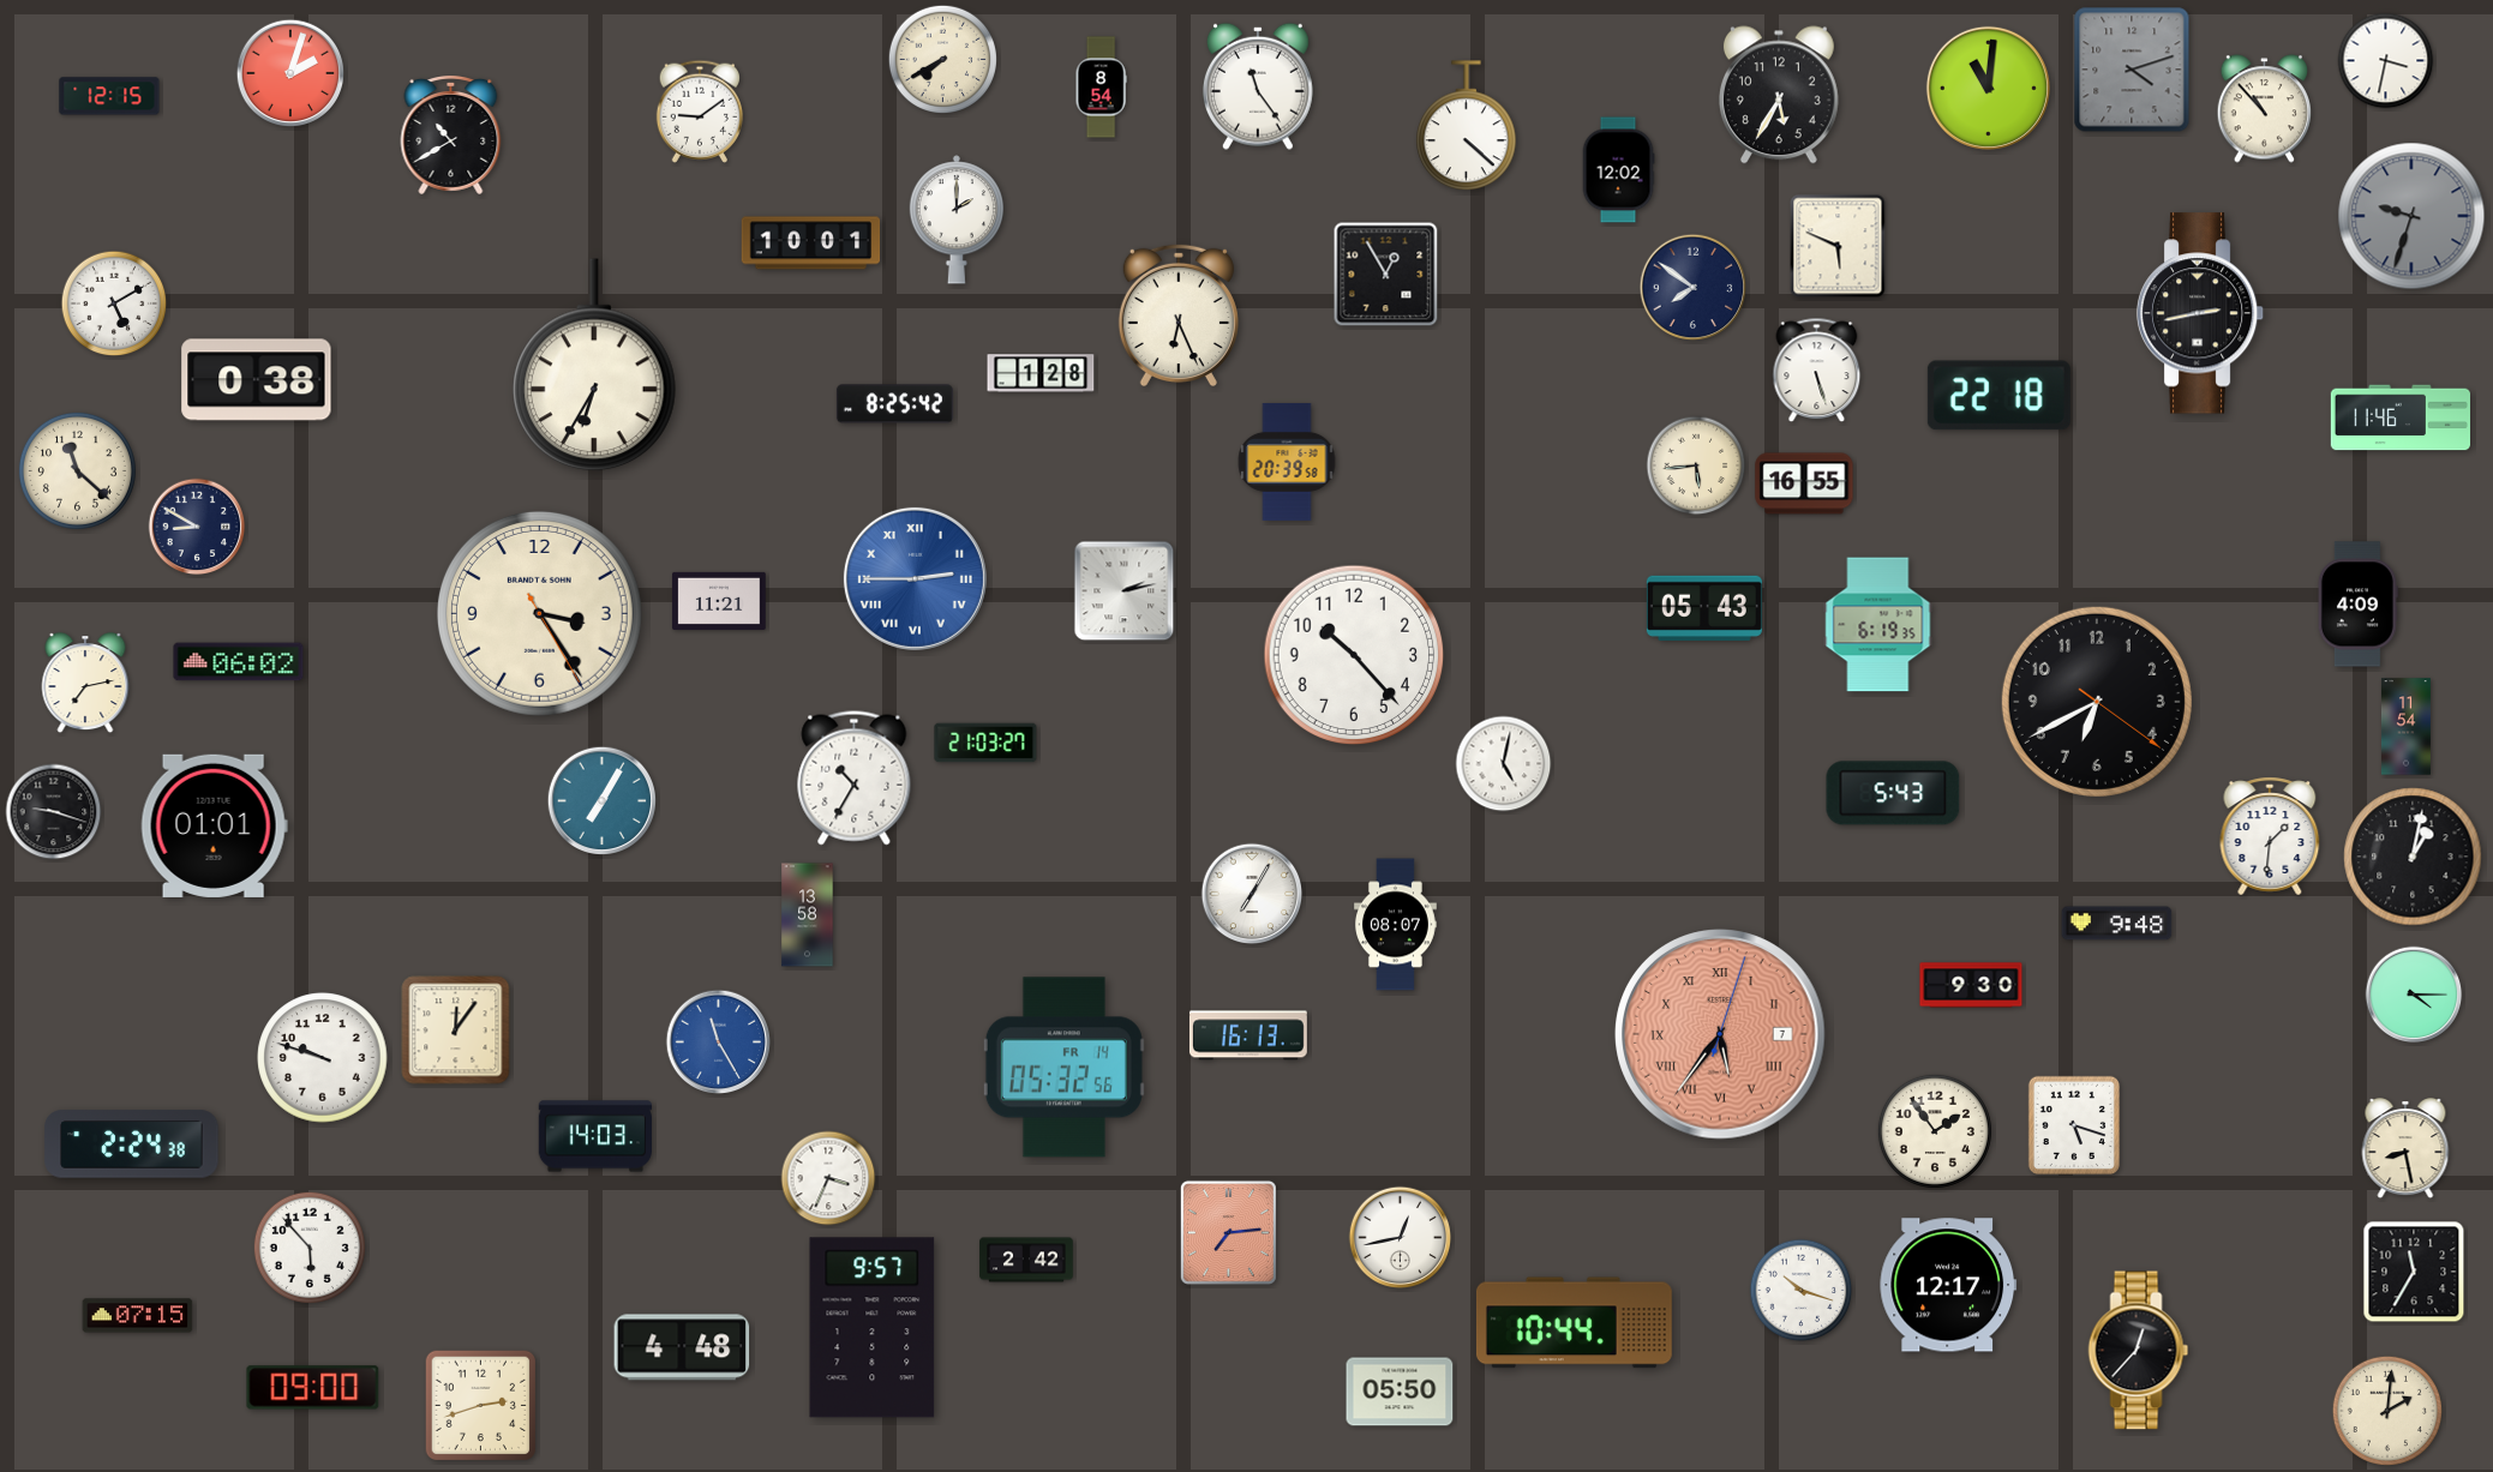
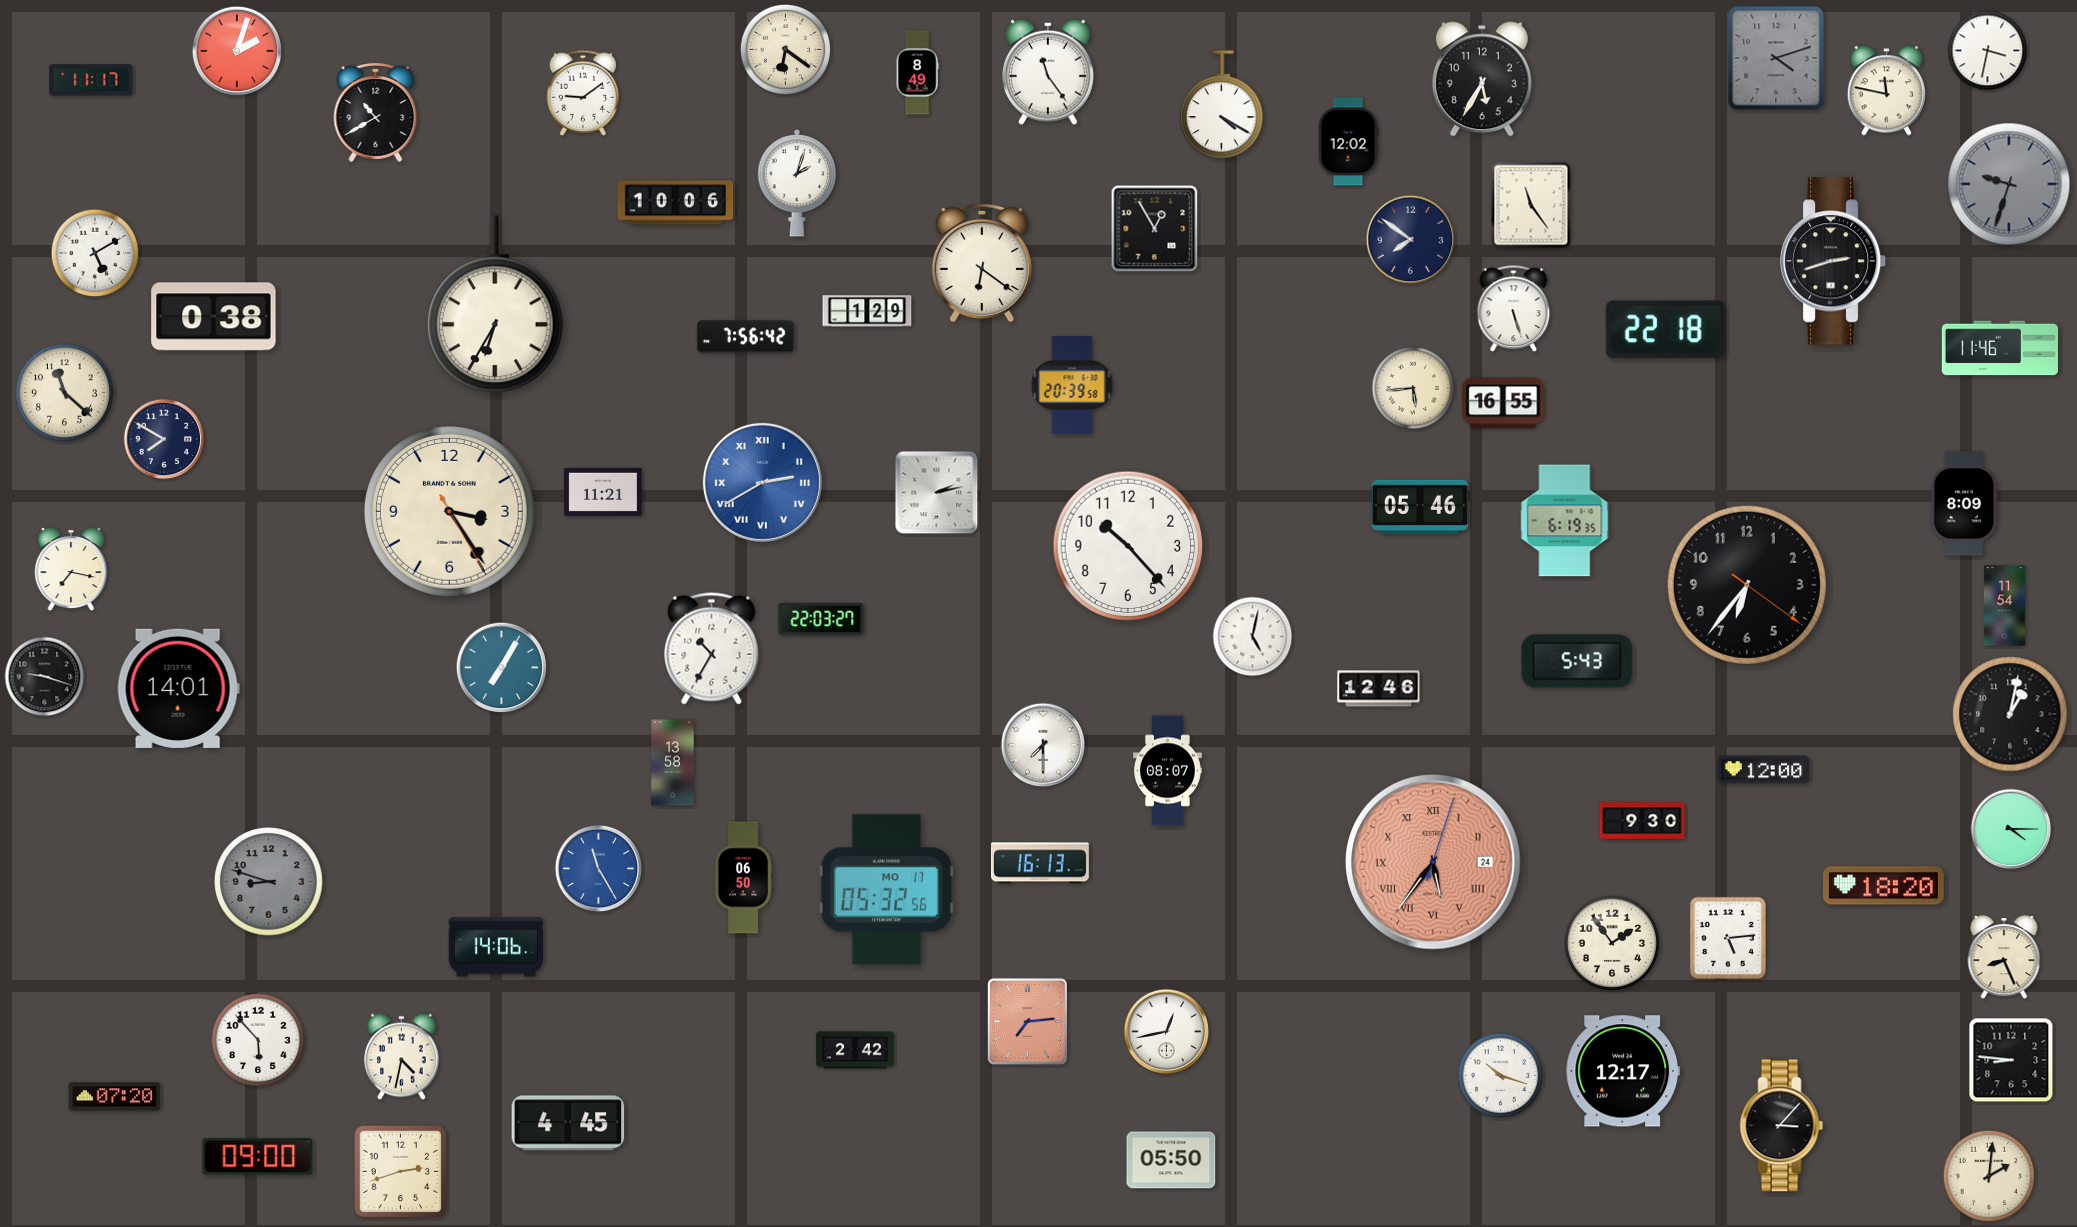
clock at (943, 60): 7:40 -> 6:21
clock at (290, 73) position: (290, 73) -> (237, 51)
clock at (1101, 88): 8:54 -> 8:49
clock at (1988, 88): 11:01 -> none
clock at (109, 96): 12:15 -> 11:17
clock at (2265, 109): 10:53 -> 11:47
clock at (1467, 126): 4:22 -> 4:20
clock at (2411, 216) position: (2411, 216) -> (2009, 184)
clock at (955, 220): 2:00 -> 2:03
clock at (811, 244): 10:01 -> 10:06
clock at (1838, 246): 5:49 -> 11:24
clock at (2200, 313): 2:43 -> 2:42
clock at (1179, 316): 6:26 -> 6:21
clock at (1041, 373): 1:28 -> 1:29
clock at (894, 404): 8:25 -> 7:56
clock at (197, 527): 8:50 -> 7:50
clock at (915, 578): 2:45 -> 2:40
clock at (719, 601) position: (719, 601) -> (603, 492)
clock at (2357, 605): 4:09 -> 8:09
clock at (1704, 608): 05:43 -> 05:46
clock at (239, 662): 06:02 -> none
clock at (85, 684): 7:13 -> 7:17
clock at (2097, 702): 6:40 -> 6:36
clock at (985, 743): 21:03 -> 22:03
clock at (214, 825): 01:01 -> 14:01
clock at (1379, 689): none -> 12:46
clock at (2270, 836): 1:31 -> none
clock at (1252, 894): 7:05 -> 7:30
clock at (2117, 924): 9:48 -> 12:00
clock at (1396, 925) position: (1396, 925) -> (1168, 771)
clock at (456, 1031): 12:06 -> none
clock at (1720, 1034) date: 7 -> 24
clock at (744, 878): none -> 06:50
clock at (323, 1058): 9:48 -> 8:48
clock at (323, 1058) dial: white -> grey
clock at (1884, 886): none -> 18:20
clock at (1063, 1068) date: FR 14 -> MO 17
clock at (2074, 1125): 5:18 -> 5:14
clock at (594, 1136): 14:03 -> 14:06
clock at (132, 1144): 2:24 -> none
clock at (2405, 1149): 8:28 -> 8:26
clock at (828, 1178): 3:34 -> none
clock at (1228, 1232) position: (1228, 1232) -> (1027, 1021)
clock at (402, 1057): none -> 4:32
clock at (2414, 1272): 11:35 -> 8:46
clock at (138, 1316): 07:15 -> 07:20
clock at (1574, 1323): 10:44 -> none
clock at (873, 1328): 9:57 -> none
clock at (682, 1347): 4:48 -> 4:45
clock at (2139, 1351): 12:37 -> 3:07
clock at (313, 1388) position: (313, 1388) -> (258, 1157)
clock at (1400, 1392) position: (1400, 1392) -> (1171, 1160)
